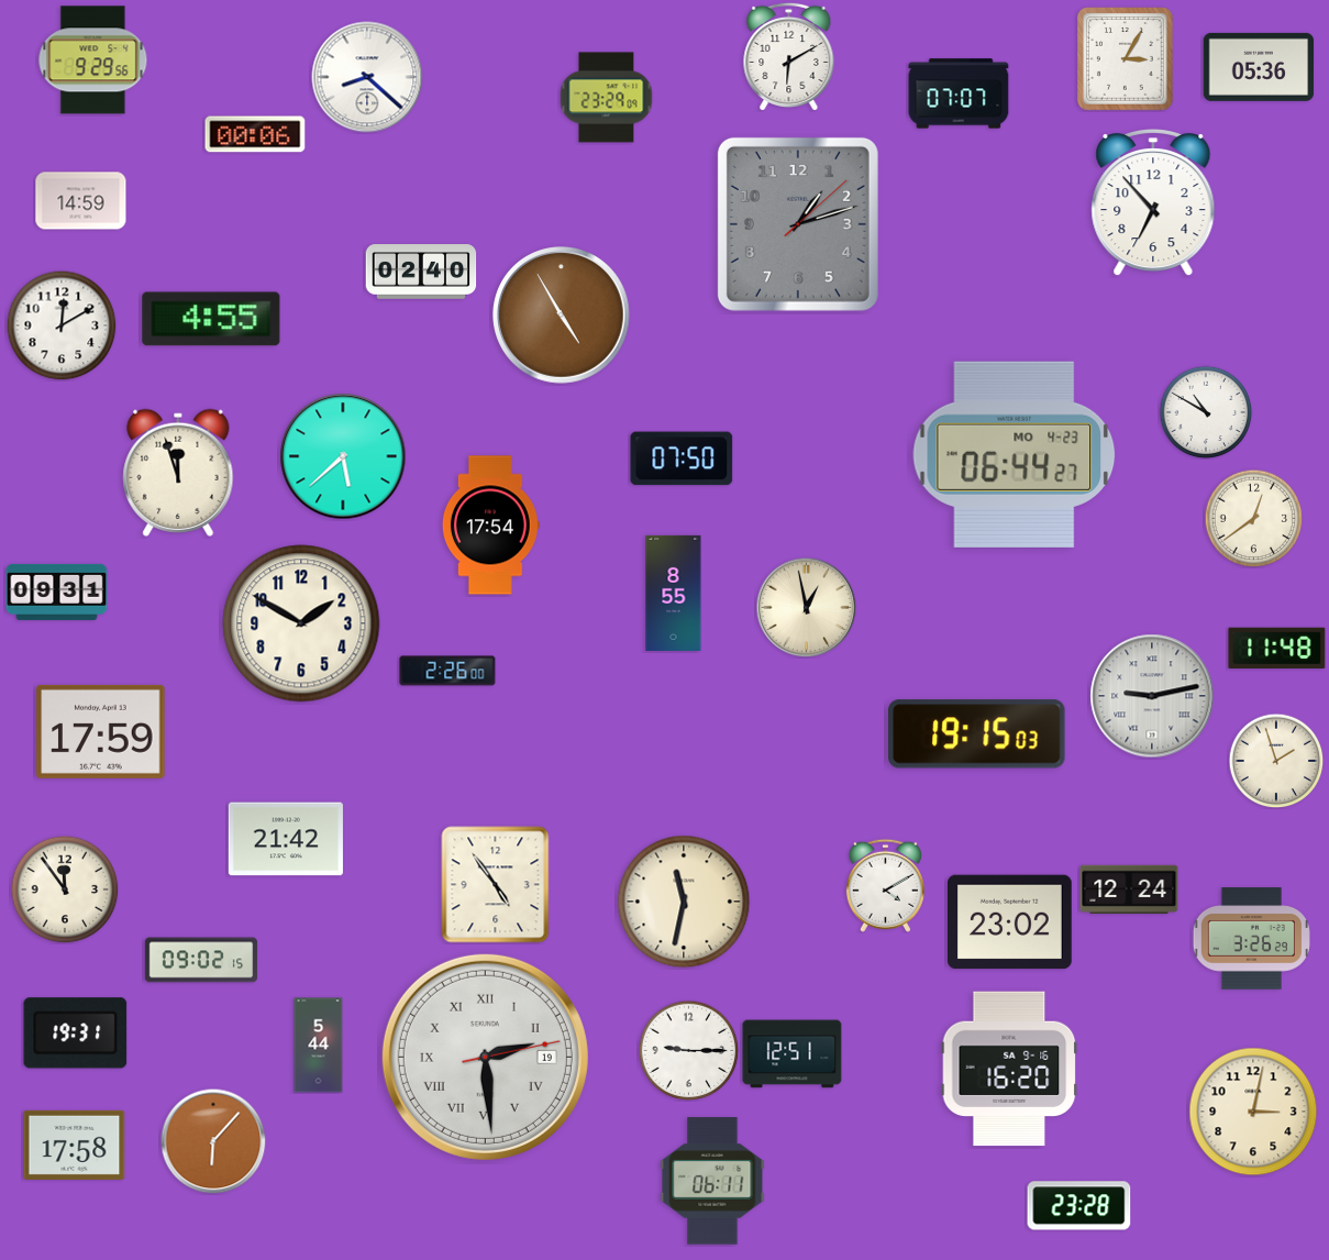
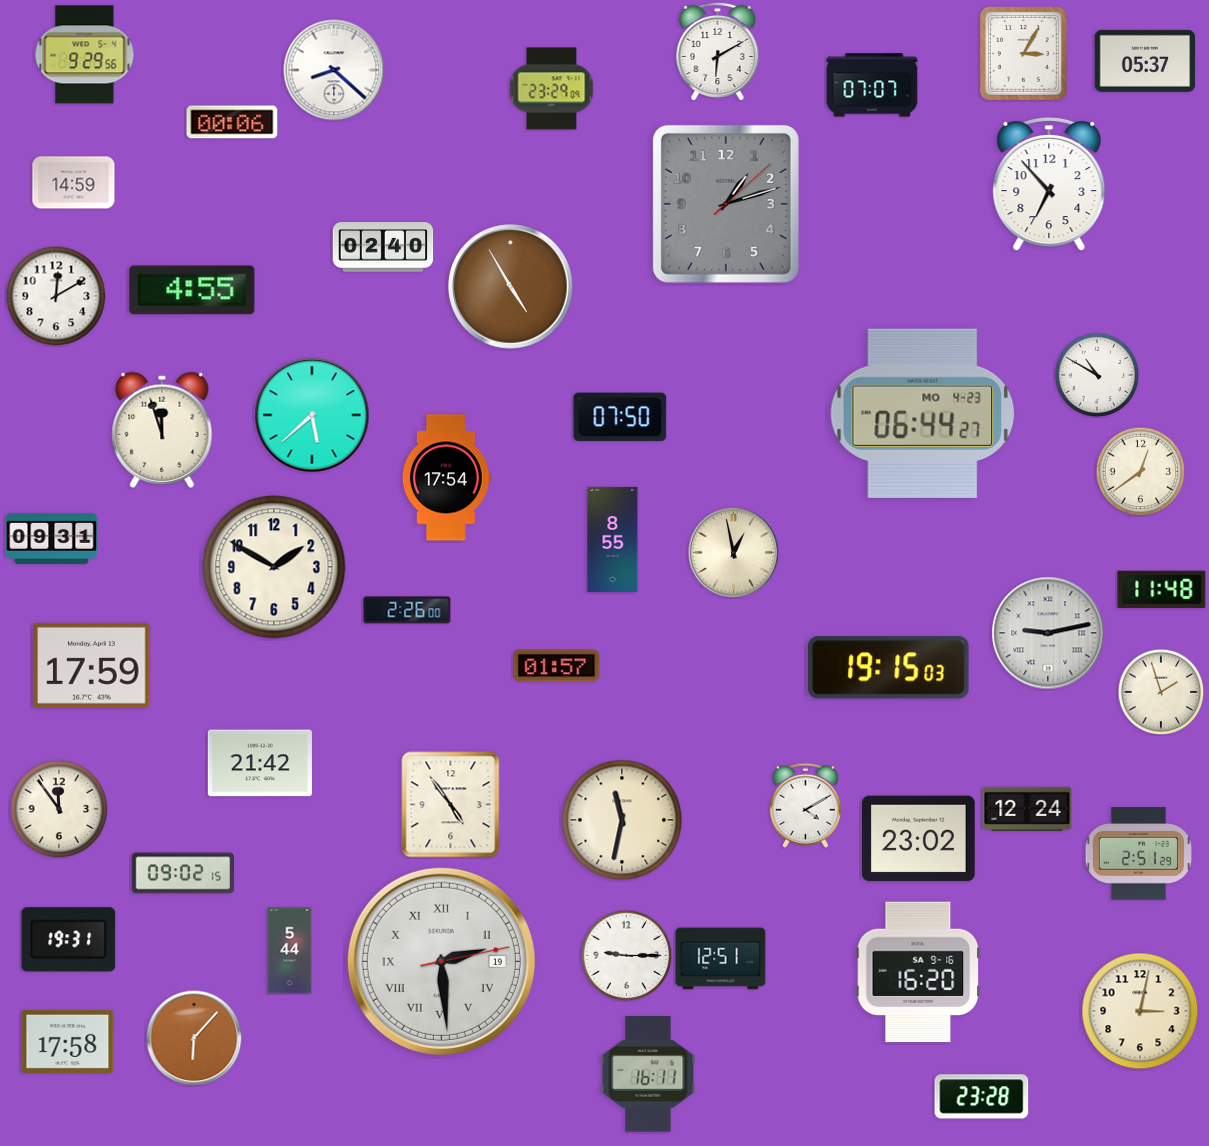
clock at (1259, 67): 05:36 -> 05:37
clock at (557, 666): none -> 01:57
clock at (1251, 939): 3:26 -> 2:51
clock at (712, 1181): 06:11 -> 16:11
